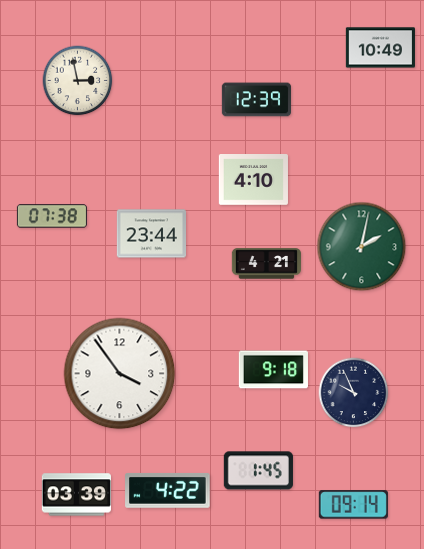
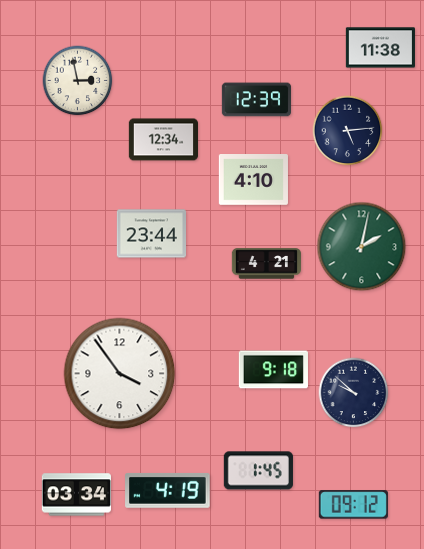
clock at (380, 48): 10:49 -> 11:38
clock at (348, 131): none -> 5:14
clock at (163, 140): none -> 12:34
clock at (52, 216): 07:38 -> none
clock at (354, 393): 9:56 -> 9:52
clock at (168, 491): 4:22 -> 4:19
clock at (76, 495): 03:39 -> 03:34
clock at (353, 505): 09:14 -> 09:12
